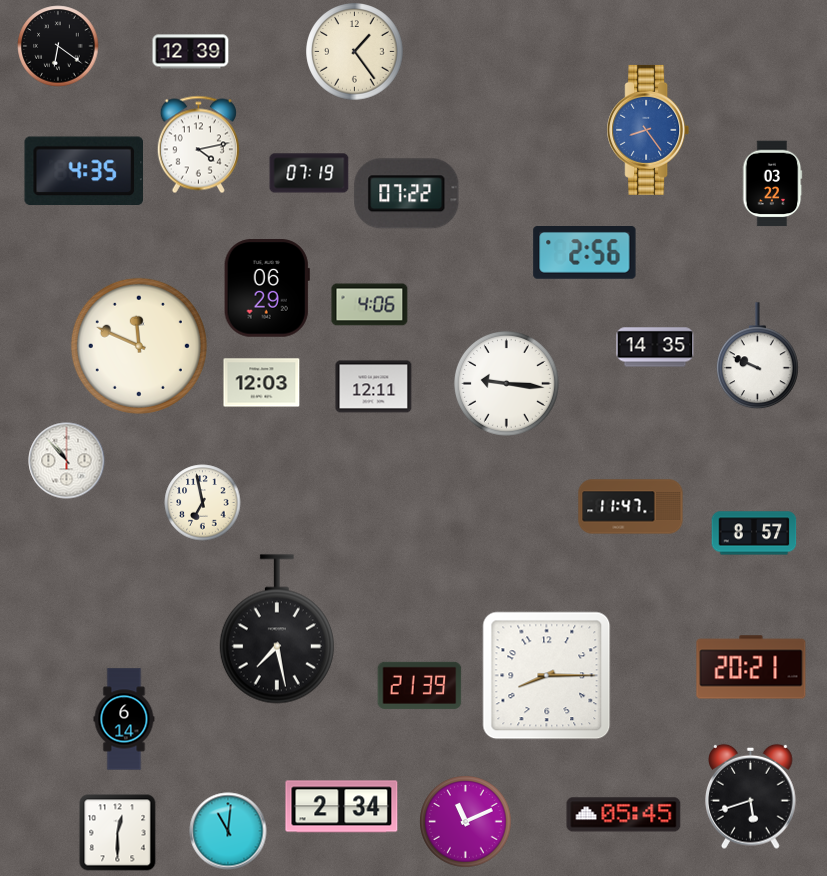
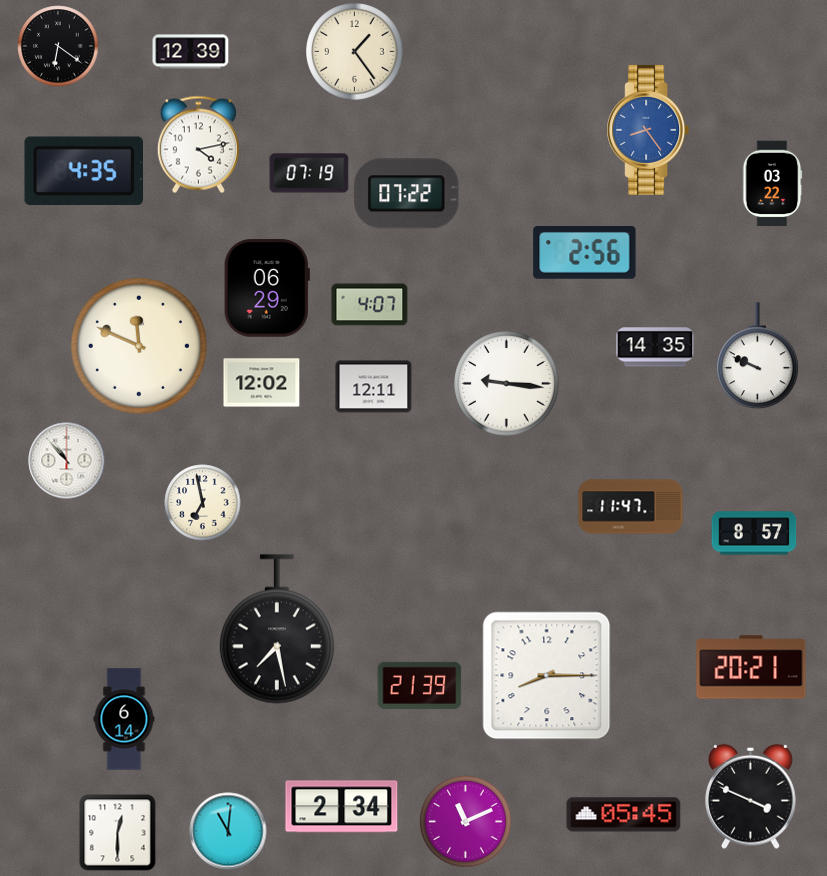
clock at (370, 305): 4:06 -> 4:07
clock at (262, 383): 12:03 -> 12:02
clock at (751, 796): 5:42 -> 3:49
